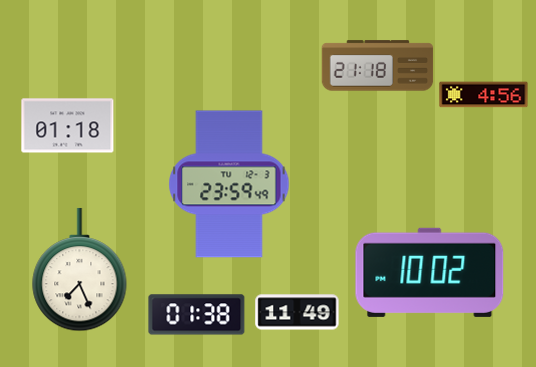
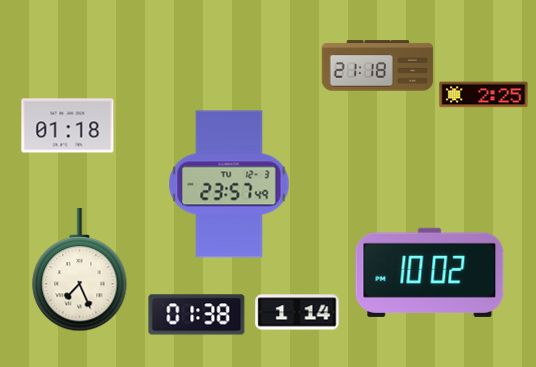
clock at (484, 95): 4:56 -> 2:25
clock at (229, 184): 23:59 -> 23:57
clock at (297, 312): 11:49 -> 1:14
